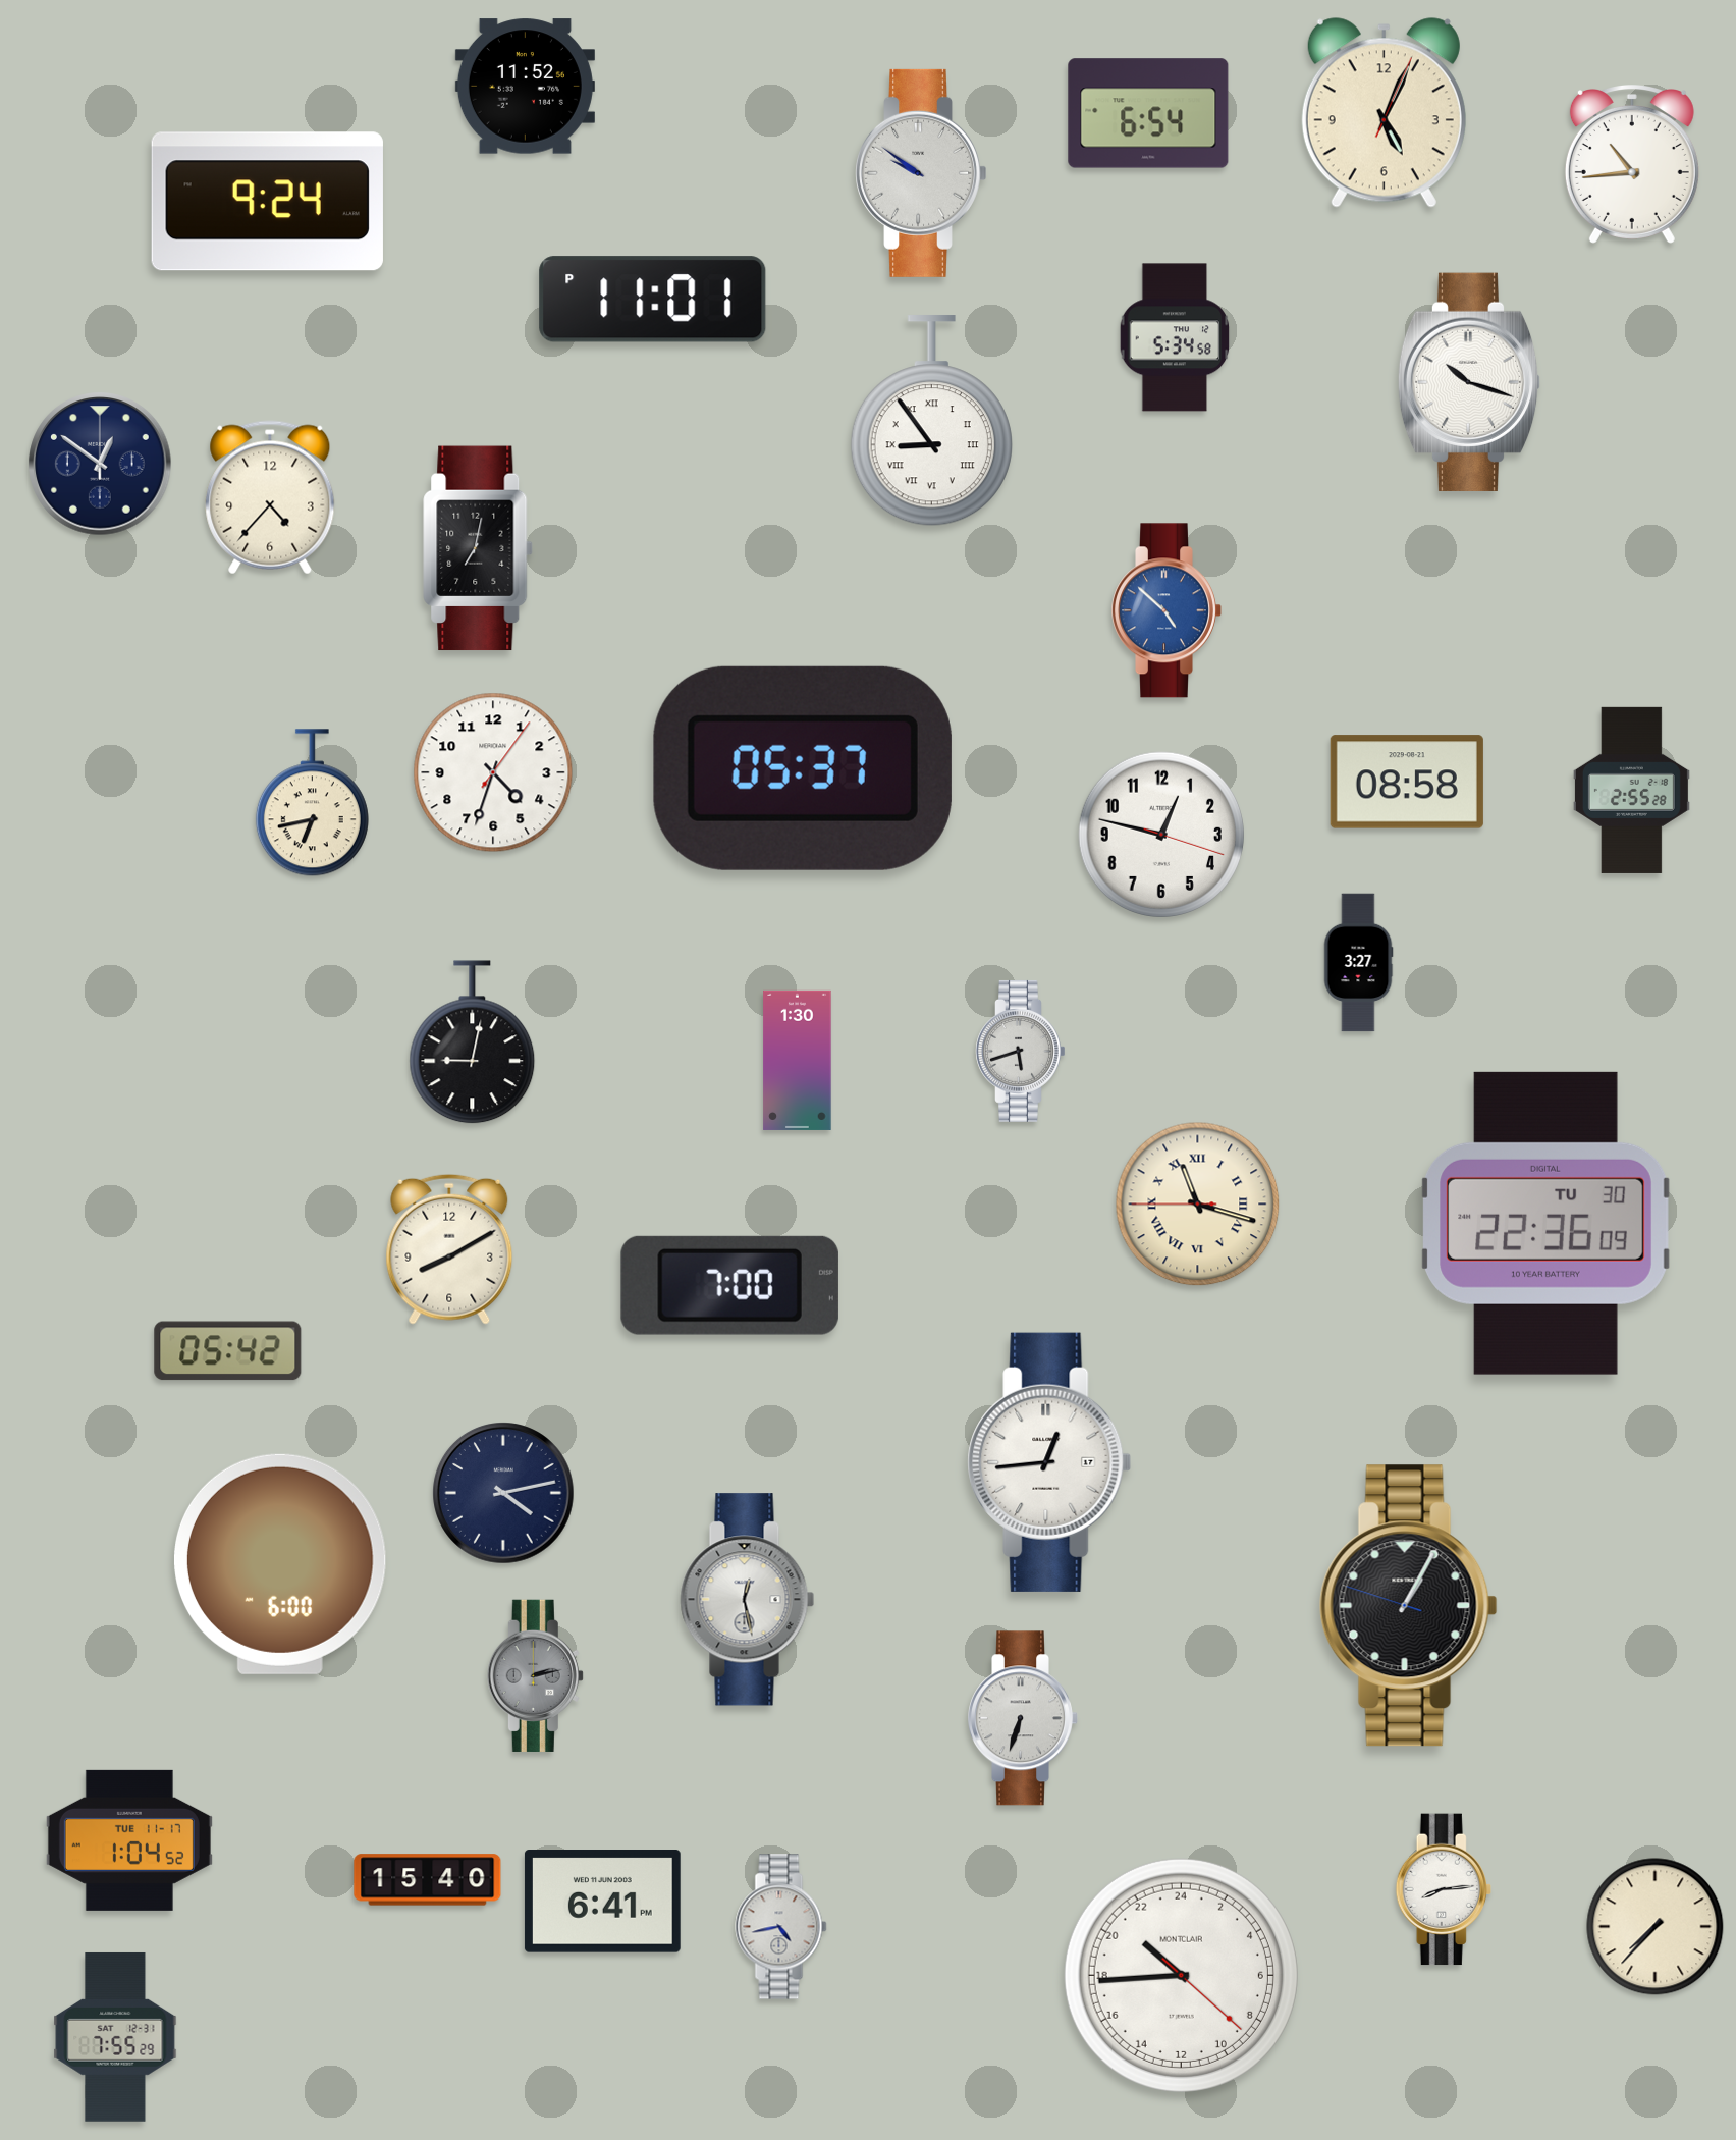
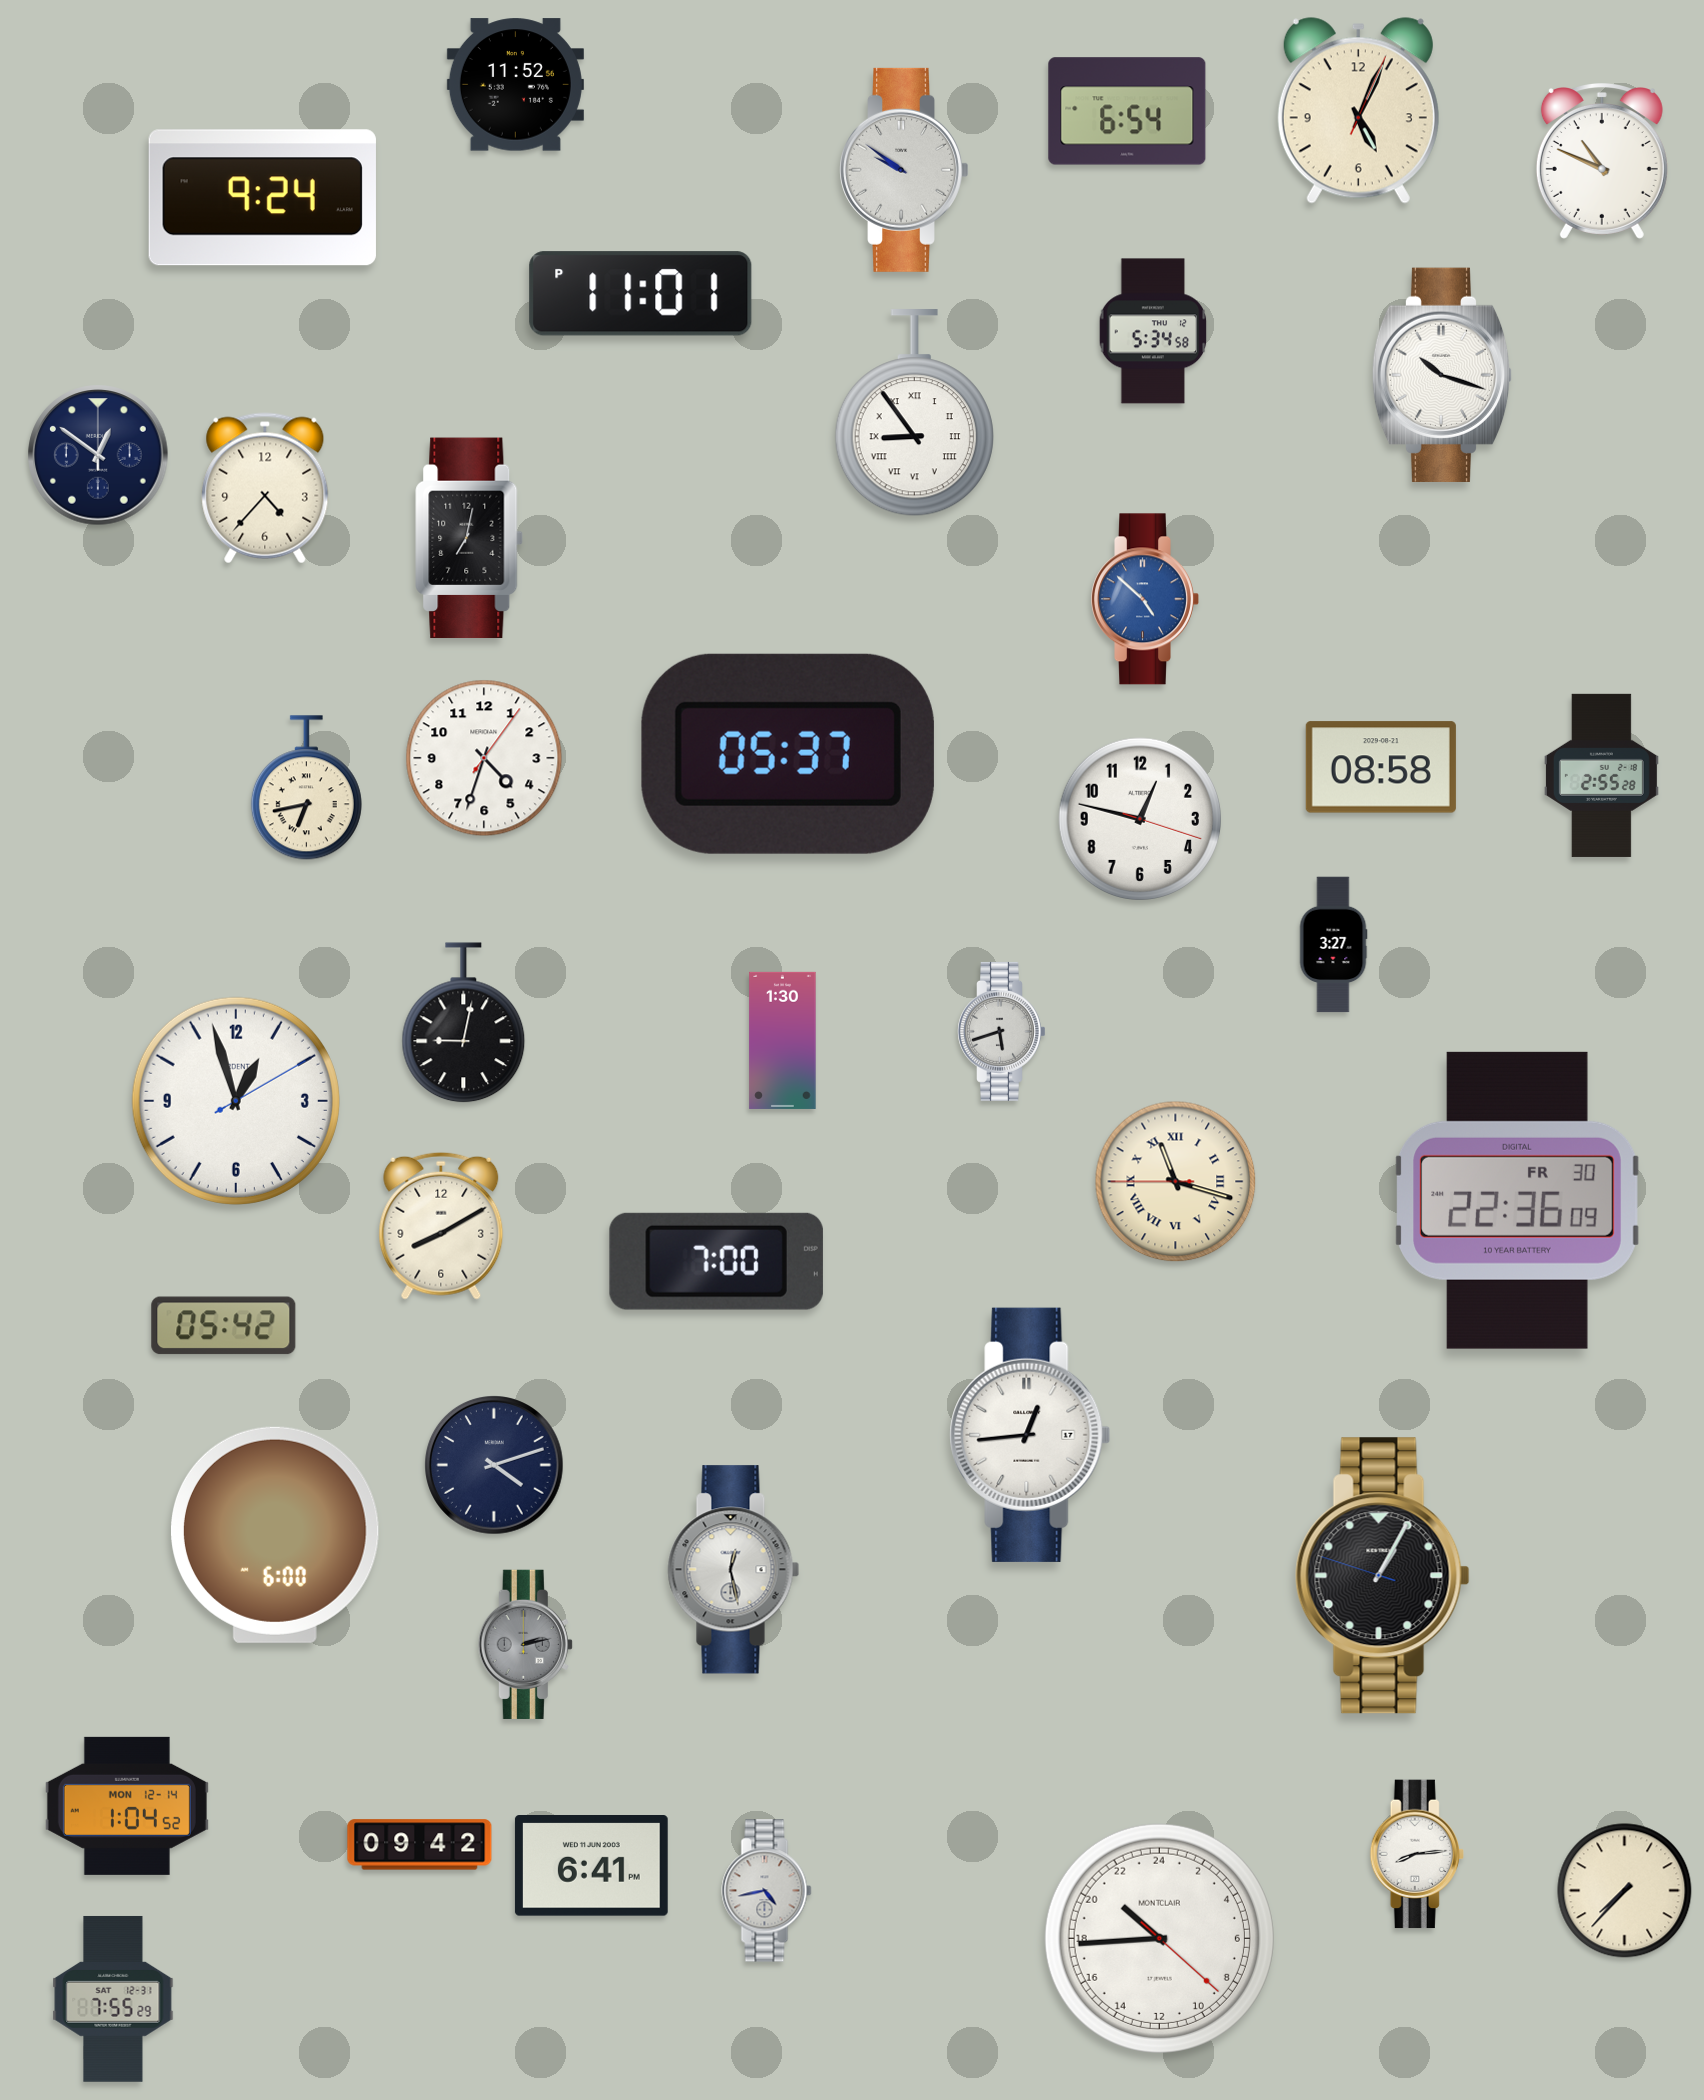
clock at (1632, 165): 10:44 -> 10:49
clock at (236, 1101): none -> 12:57
clock at (1547, 1223) date: TU 30 -> FR 30
clock at (504, 1494): 4:13 -> 4:12
clock at (1024, 1718): 6:33 -> none
clock at (129, 1840) date: TUE 11-17 -> MON 12-14
clock at (428, 1880): 15:40 -> 09:42
